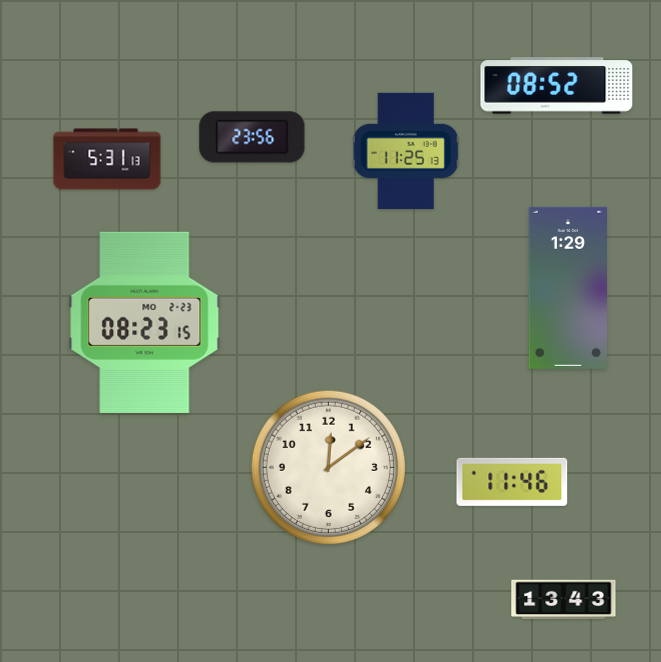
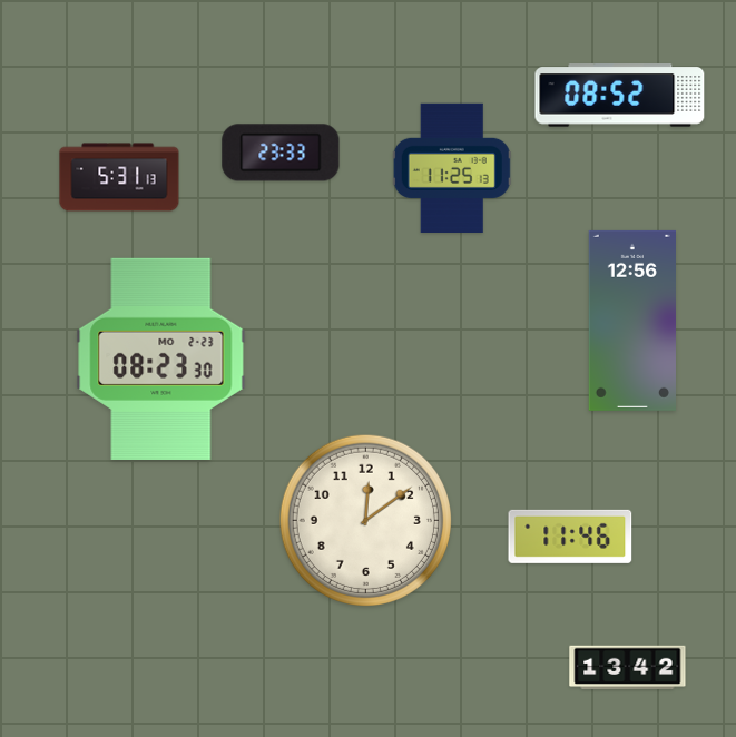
clock at (252, 137): 23:56 -> 23:33
clock at (567, 288): 1:29 -> 12:56
clock at (145, 322): 08:23:15 -> 08:23:30
clock at (564, 600): 13:43 -> 13:42
